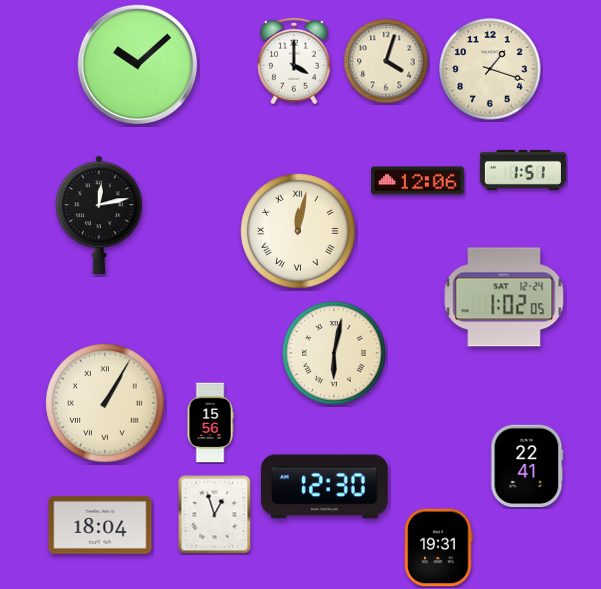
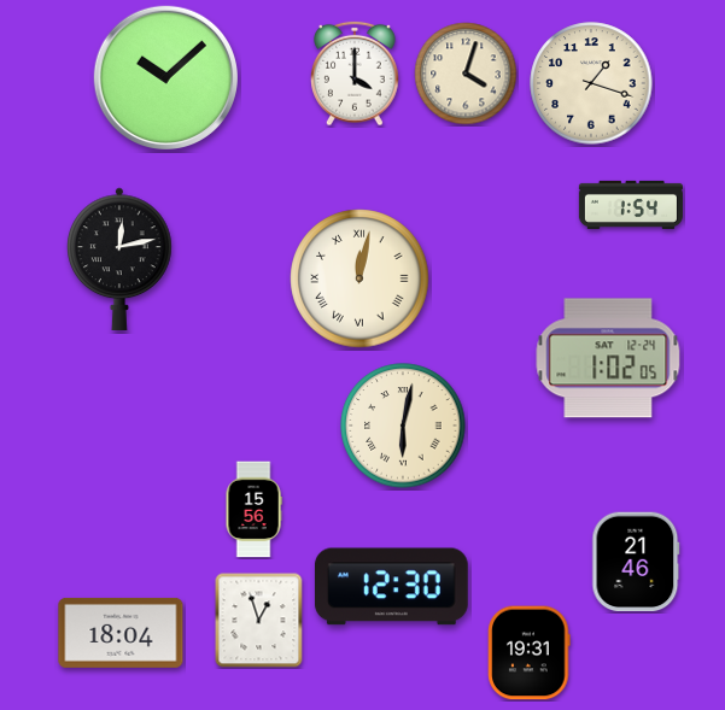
clock at (523, 170): 1:51 -> 1:54
clock at (418, 181): 12:06 -> none
clock at (105, 403): 1:05 -> none
clock at (527, 466): 22:41 -> 21:46
clock at (439, 548) position: (439, 548) -> (530, 653)
